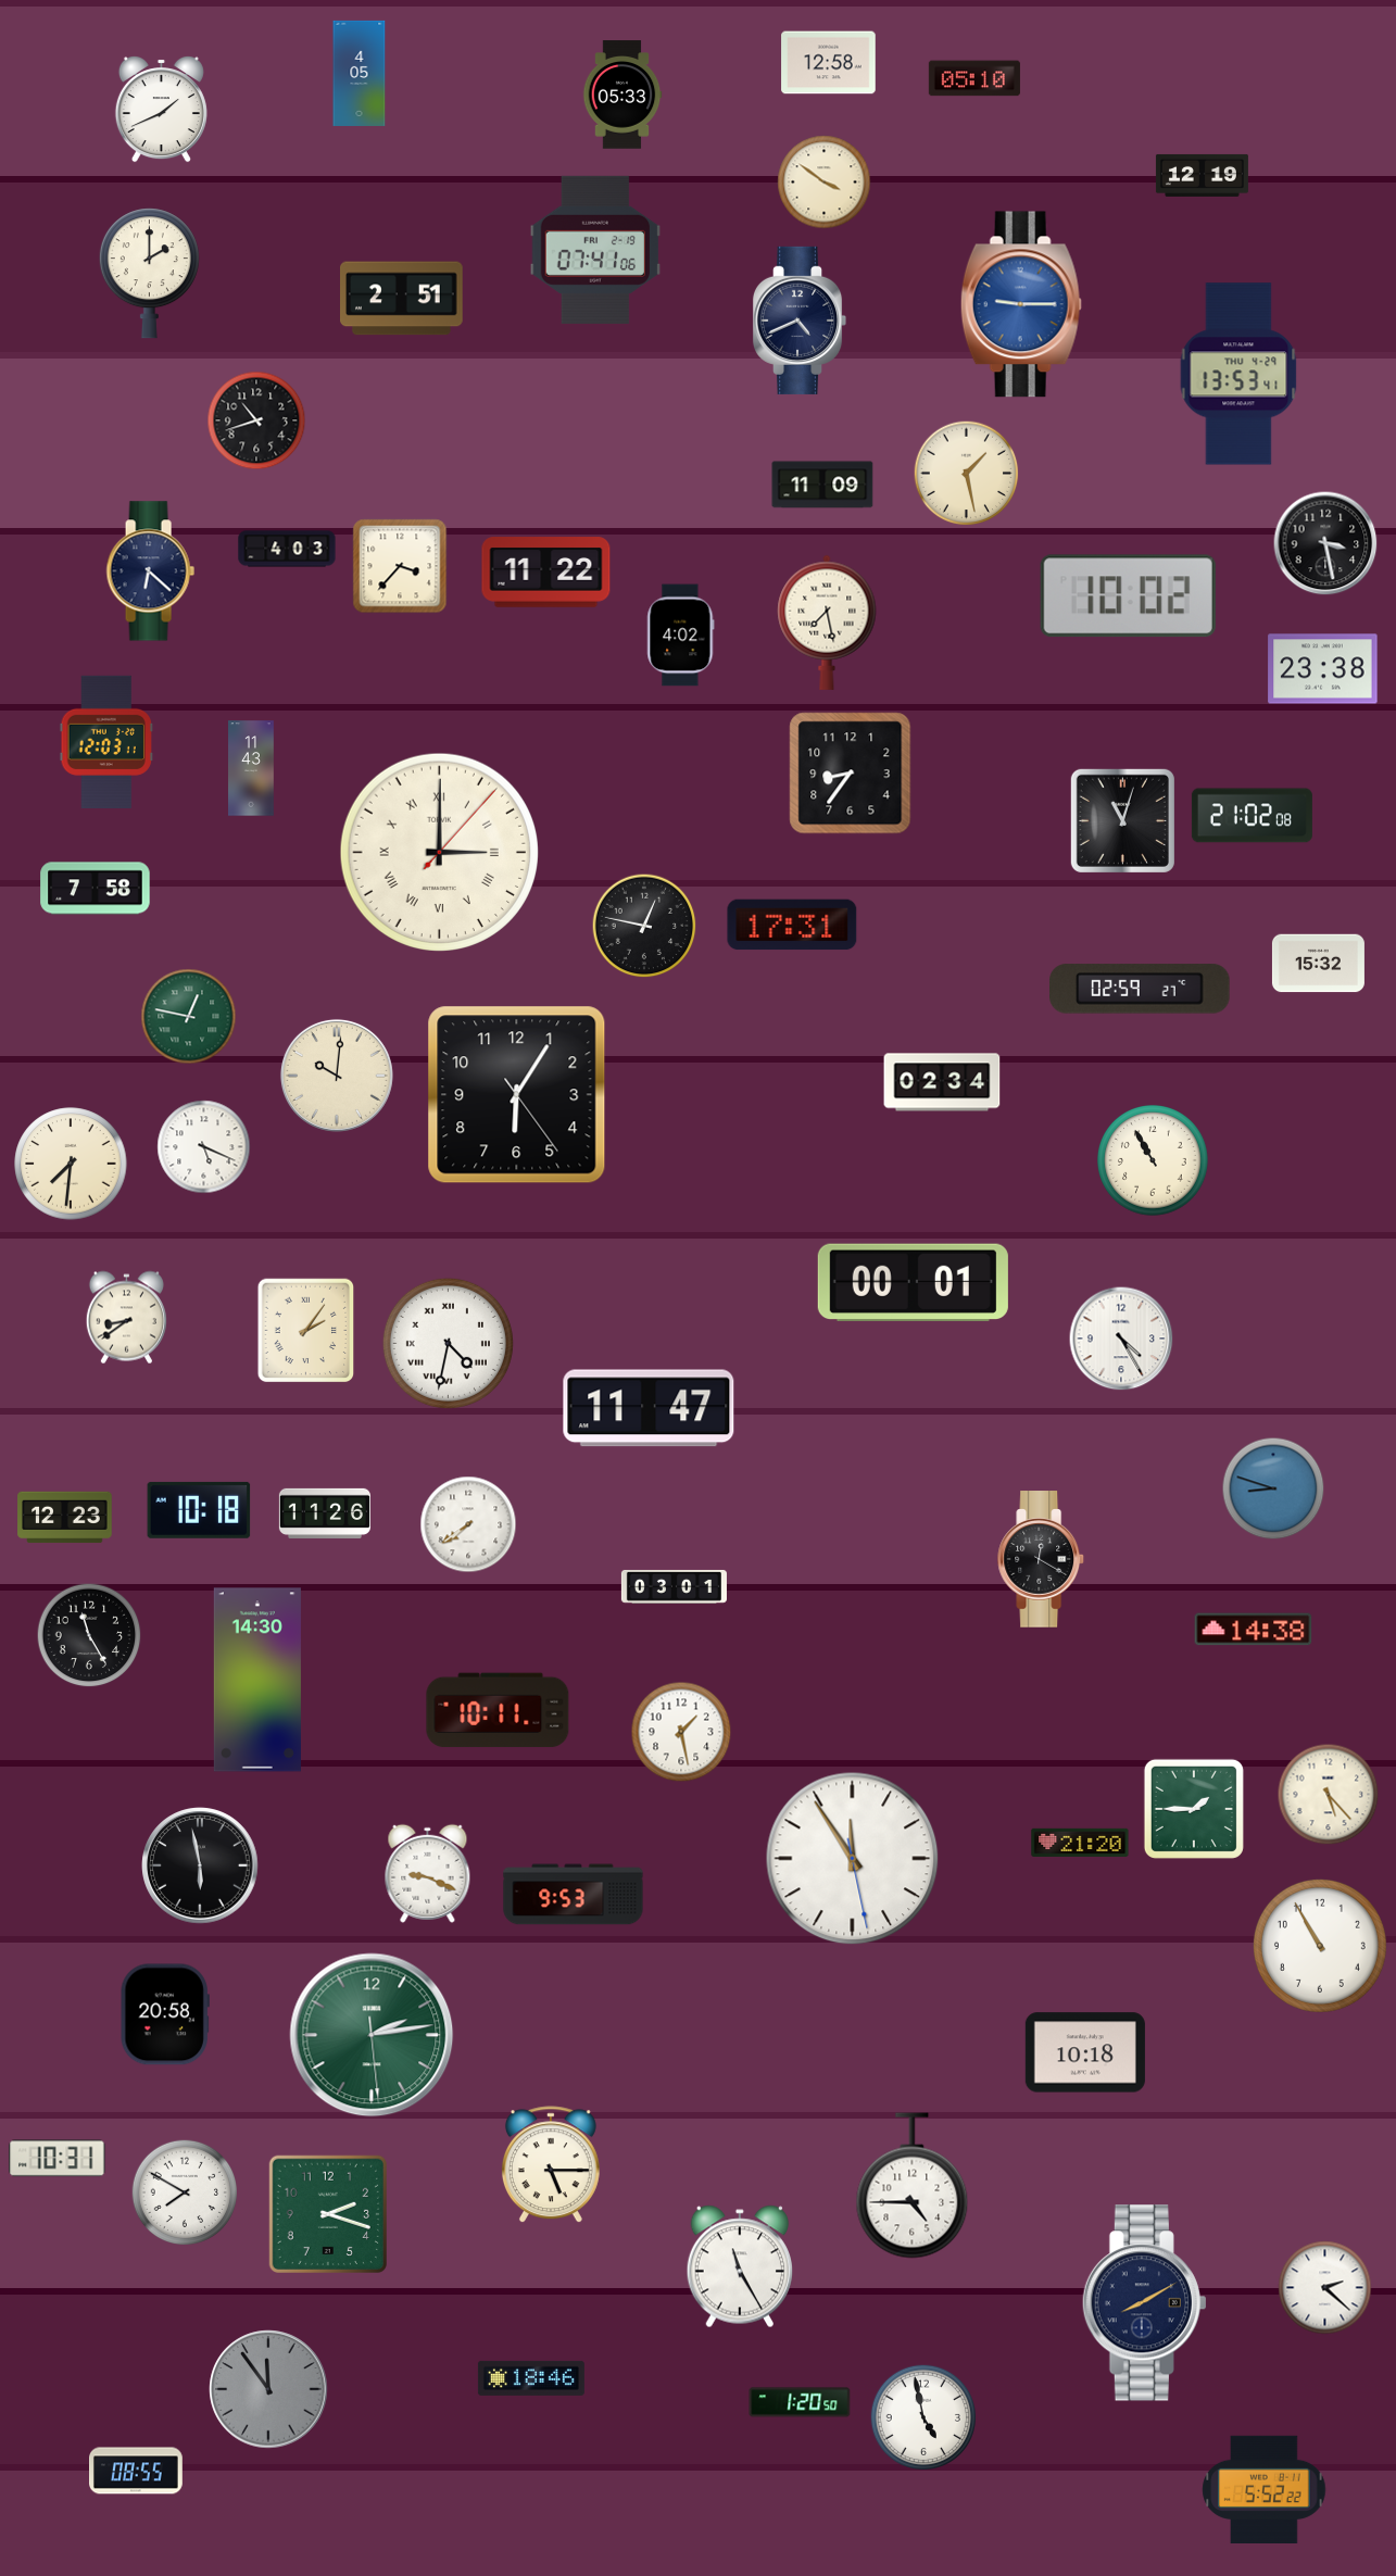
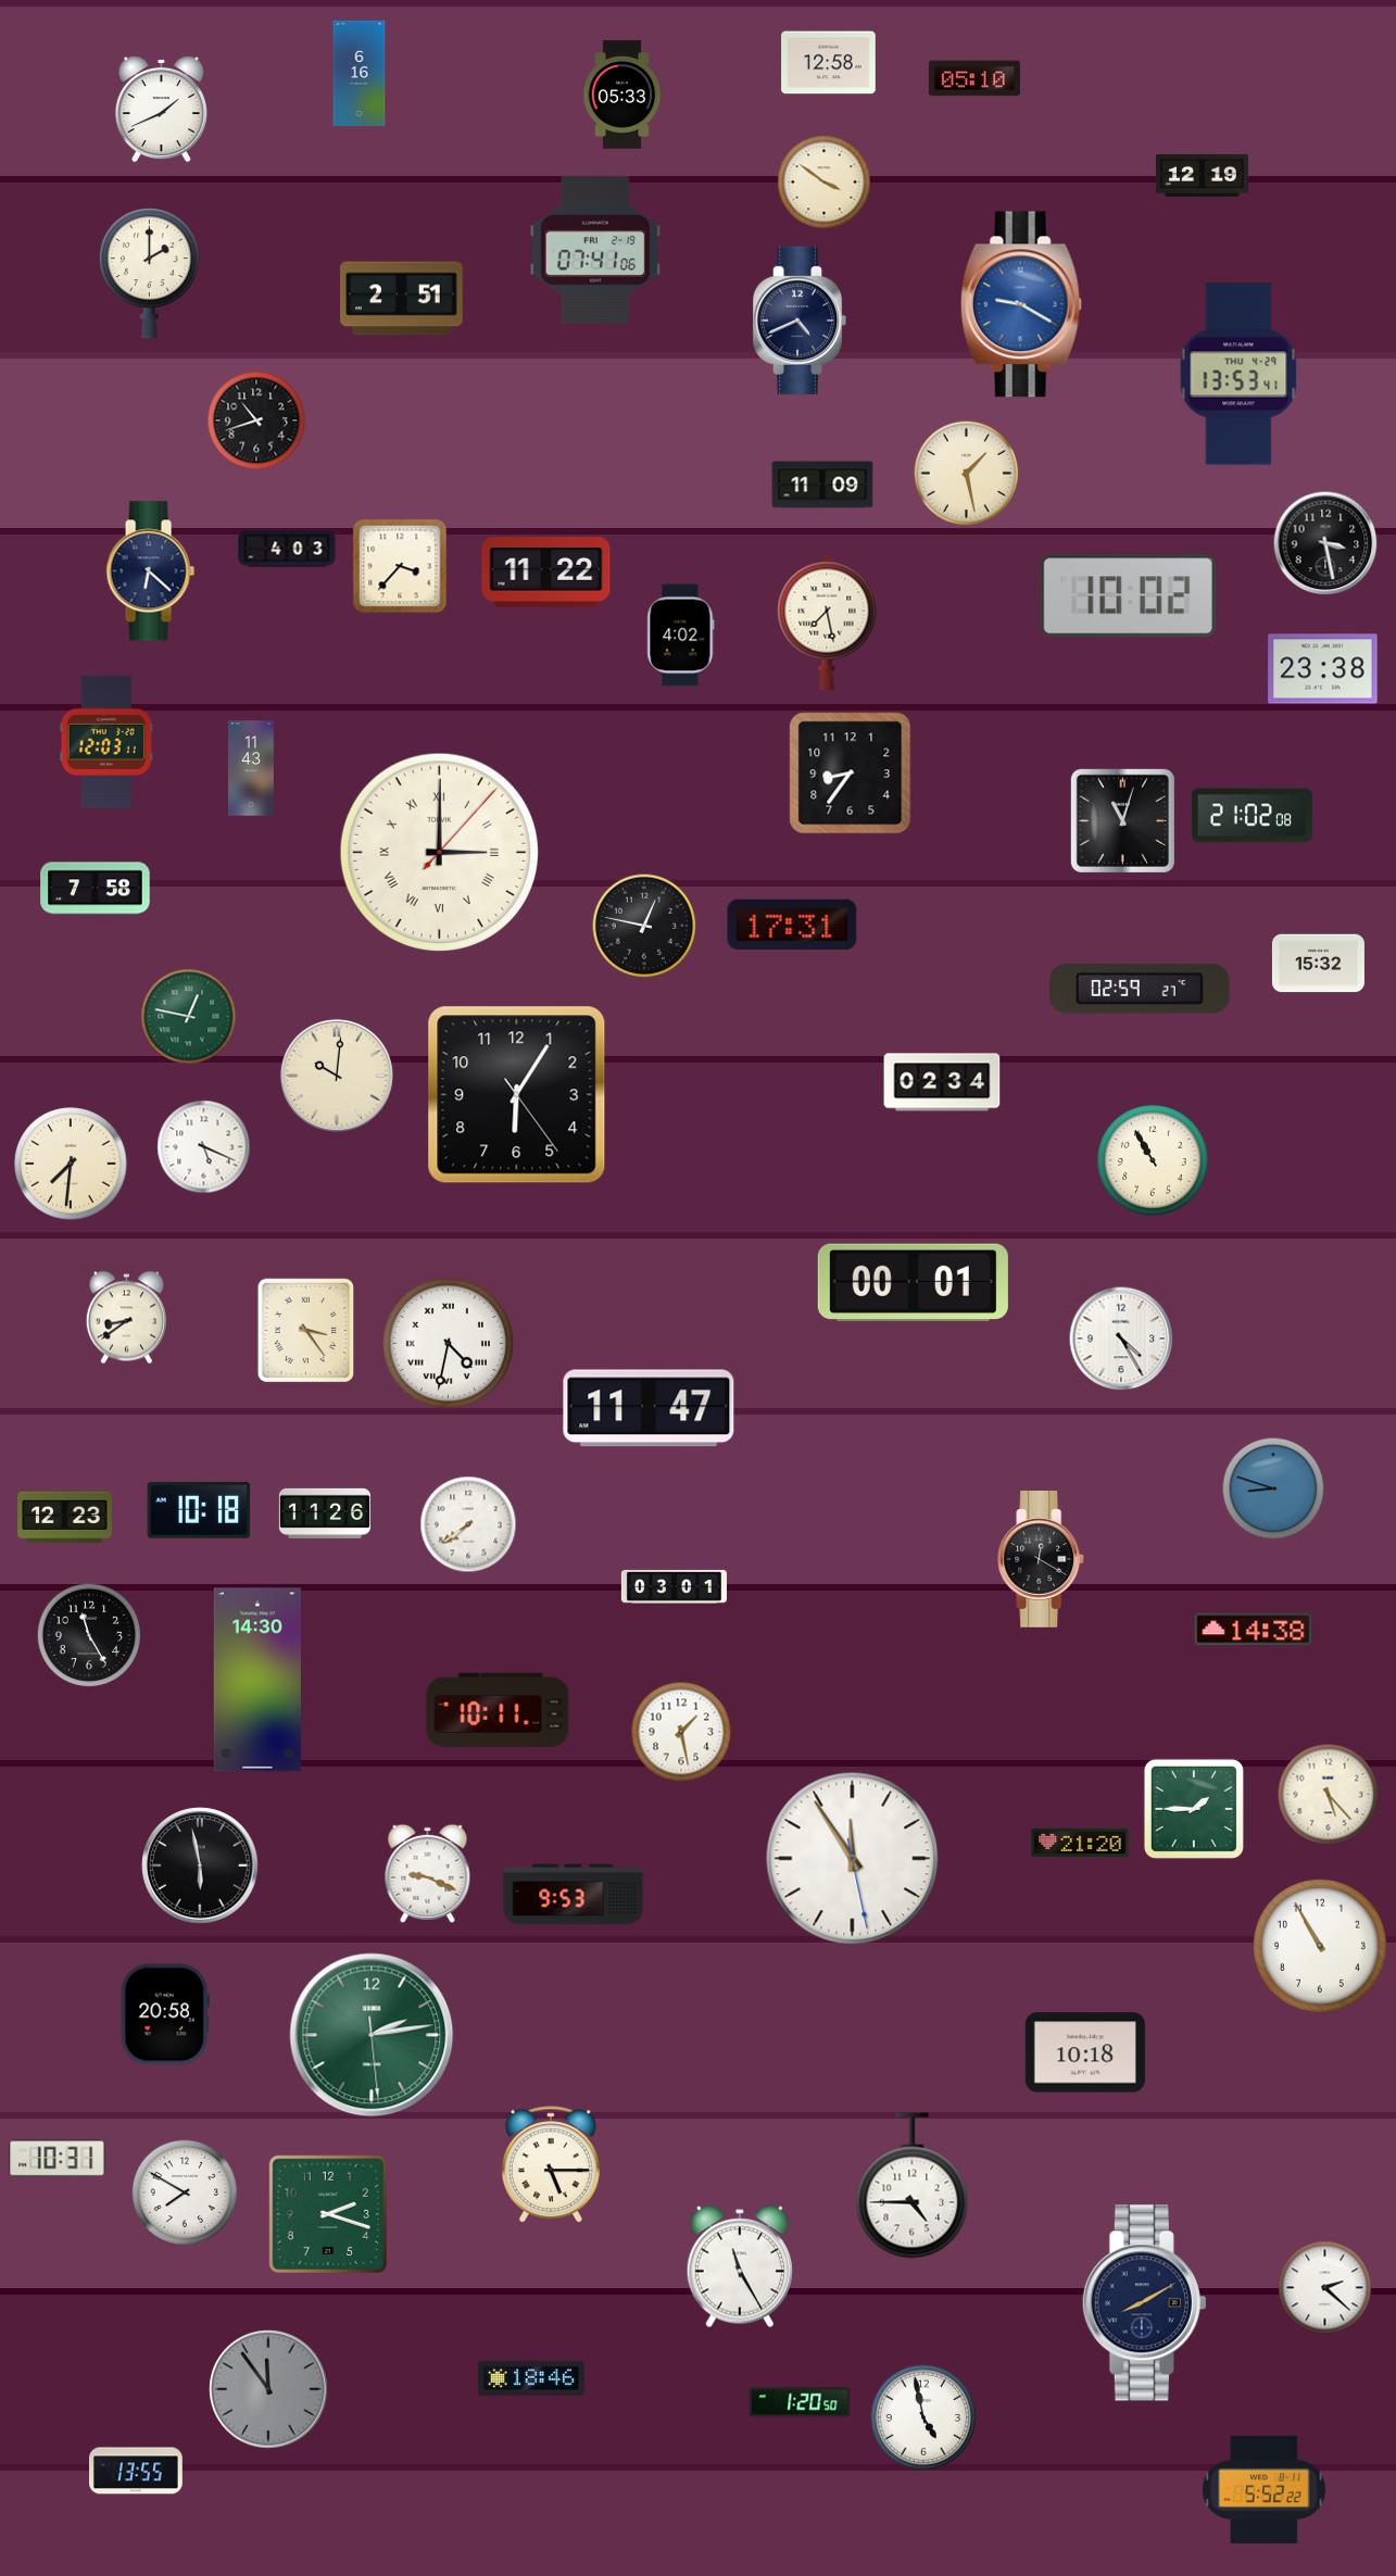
clock at (360, 73): 4:05 -> 6:16
clock at (1021, 304): 9:15 -> 9:20
clock at (306, 1331): 2:06 -> 3:24
clock at (137, 2471): 08:55 -> 13:55
